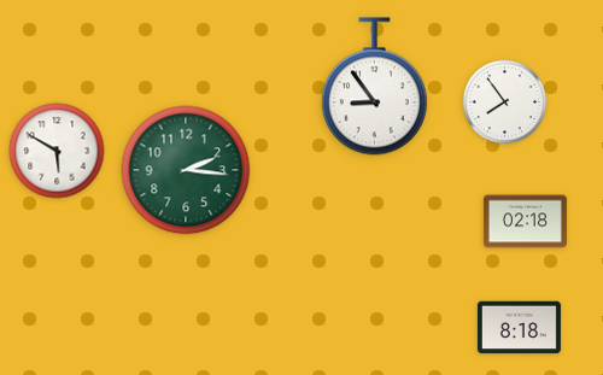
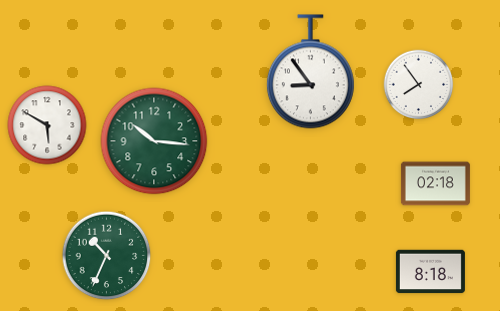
clock at (186, 170): 2:16 -> 10:16
clock at (107, 256): none -> 10:34
